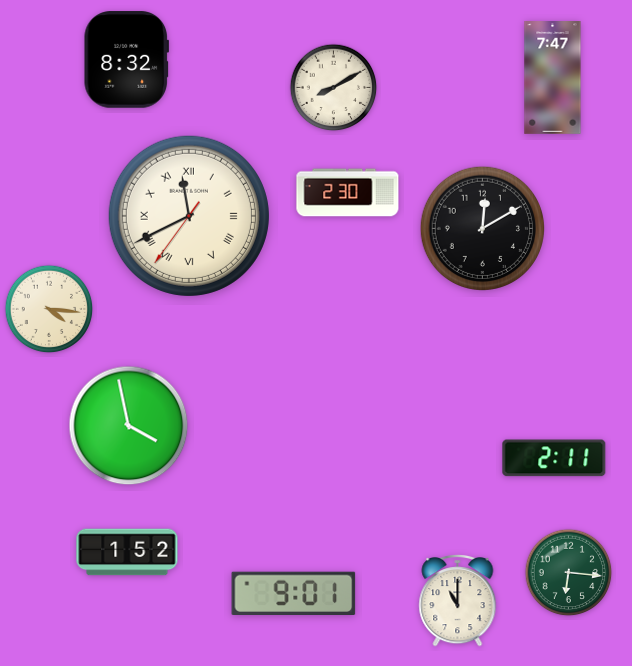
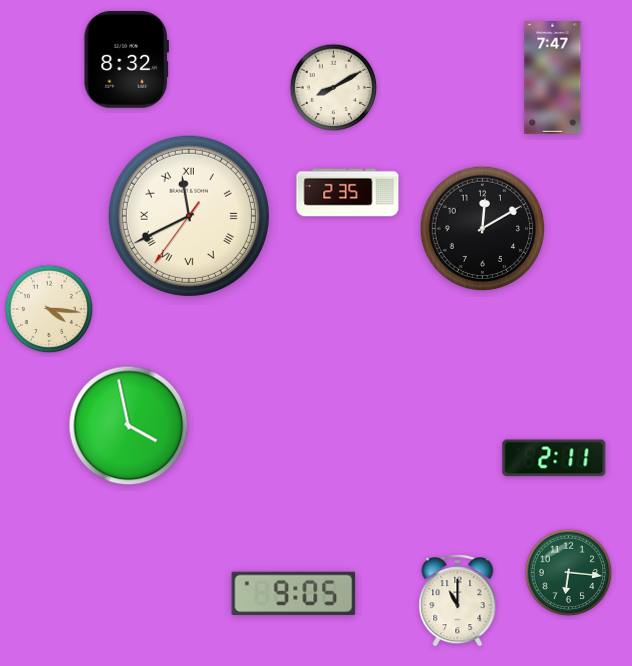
clock at (348, 193): 2:30 -> 2:35
clock at (127, 552): 1:52 -> none
clock at (294, 593): 9:01 -> 9:05
